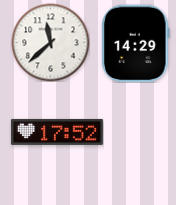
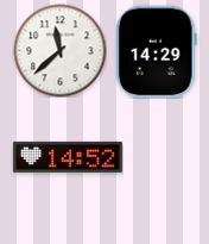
clock at (136, 43) position: (136, 43) -> (157, 51)
clock at (57, 132): 17:52 -> 14:52
